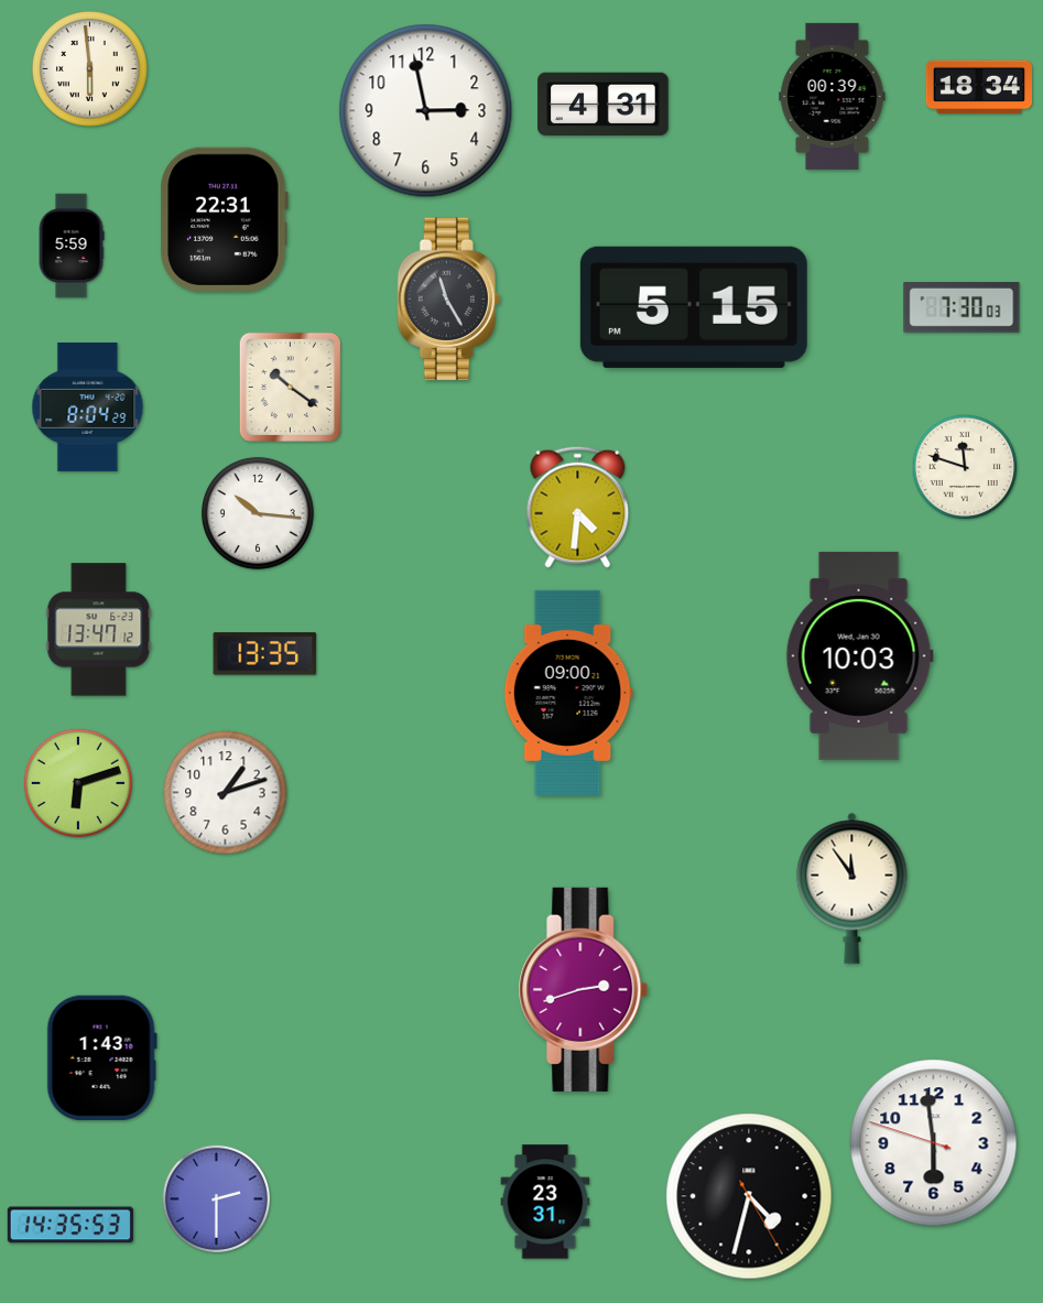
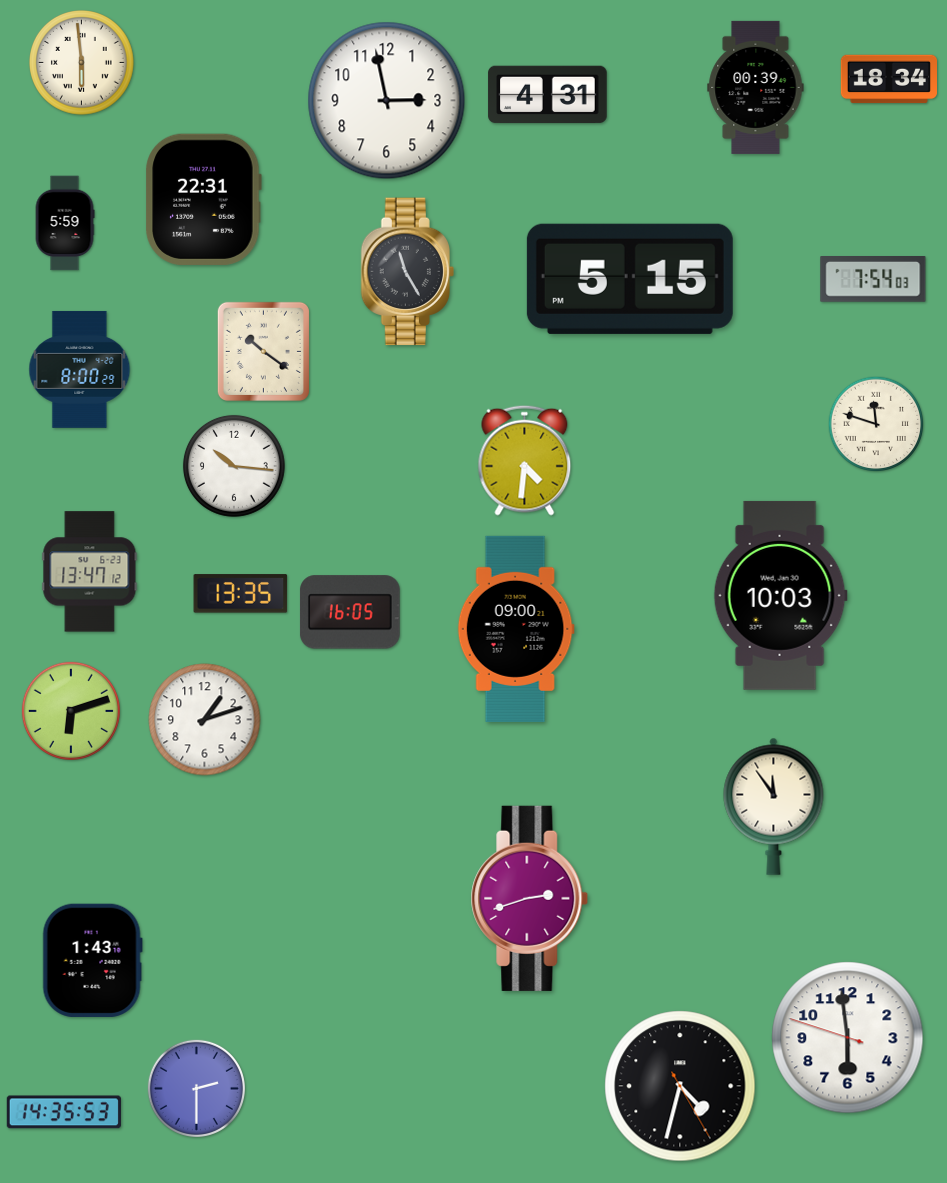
clock at (961, 308): 7:30 -> 7:54
clock at (88, 406): 8:04 -> 8:00
clock at (350, 612): none -> 16:05
clock at (545, 1202): 23:31 -> none
